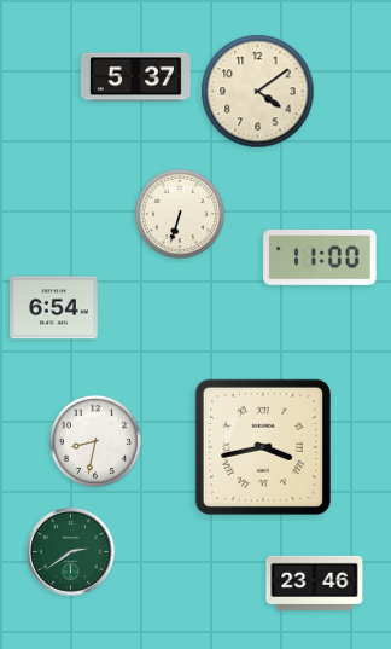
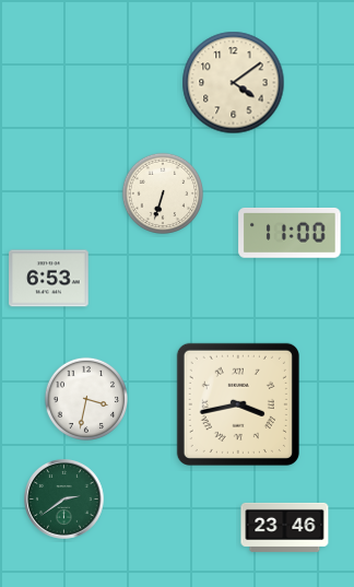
clock at (135, 77): 5:37 -> none
clock at (54, 308): 6:54 -> 6:53
clock at (95, 441): 8:32 -> 3:32
